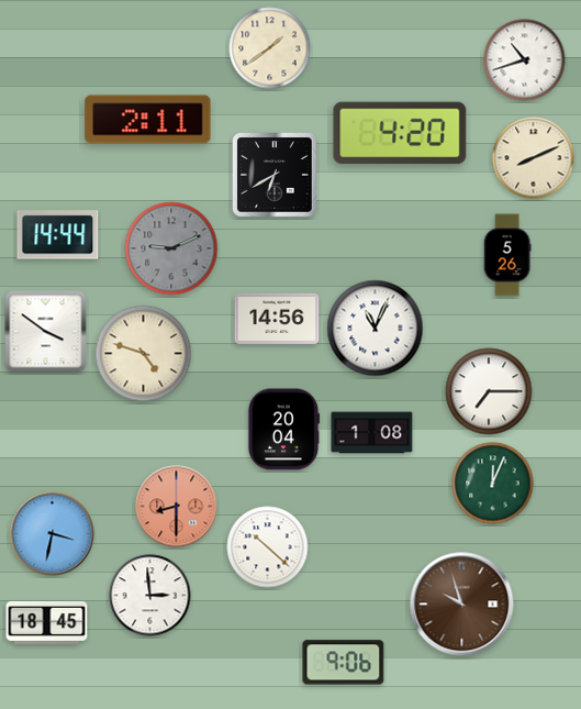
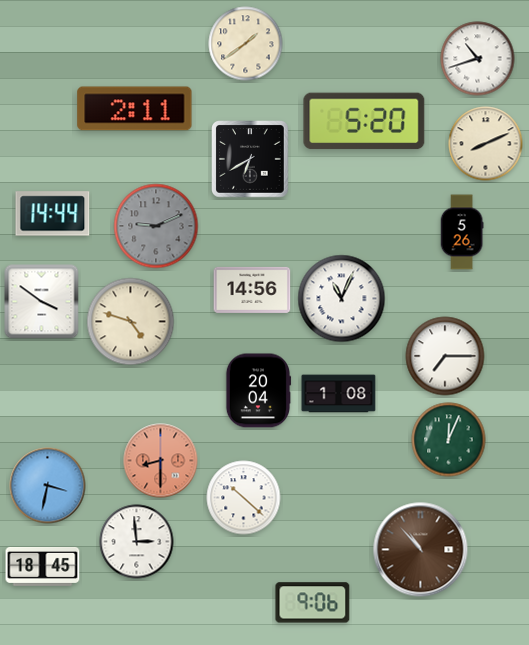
clock at (525, 60) position: (525, 60) -> (478, 59)
clock at (400, 133): 4:20 -> 5:20
clock at (462, 605): 9:57 -> 10:53
